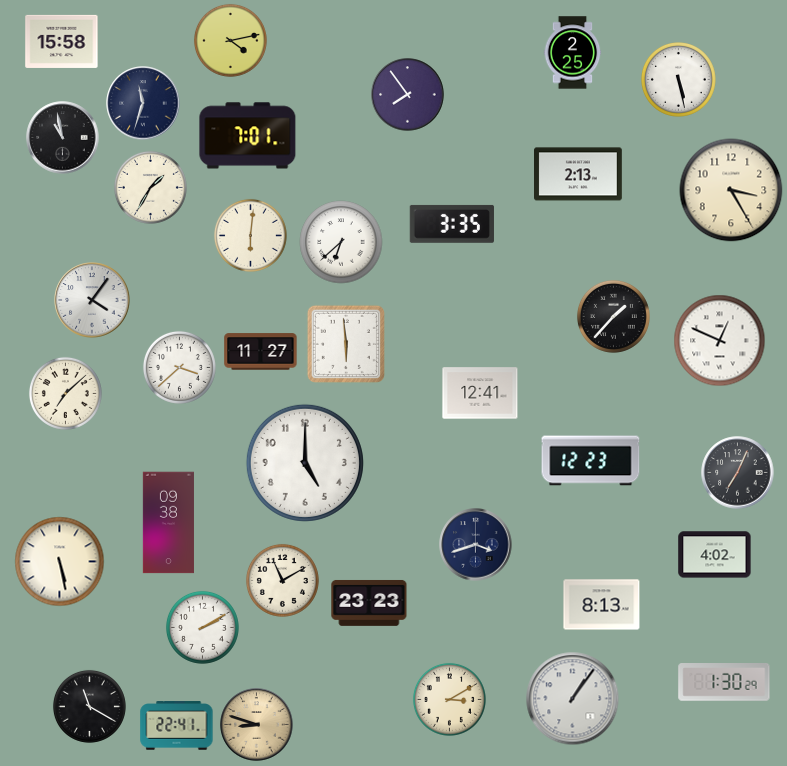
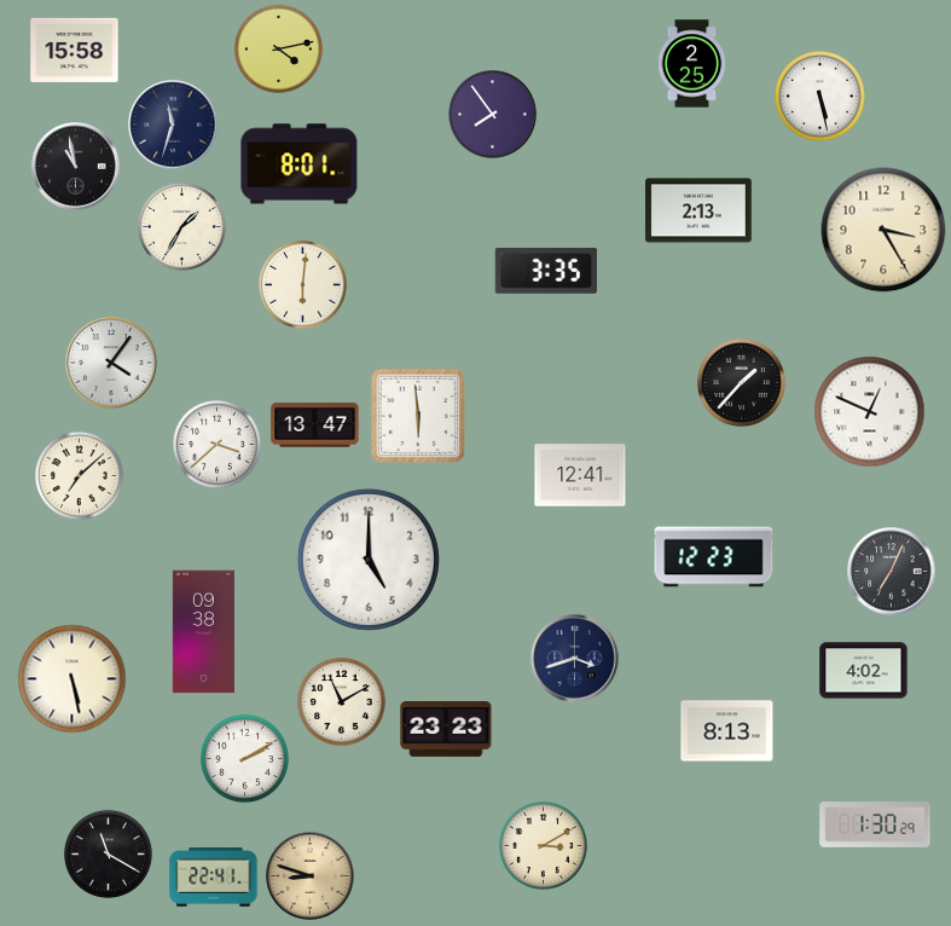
clock at (248, 136): 7:01 -> 8:01
clock at (341, 242): 6:38 -> none
clock at (261, 352): 11:27 -> 13:47
clock at (573, 699): 1:06 -> none
